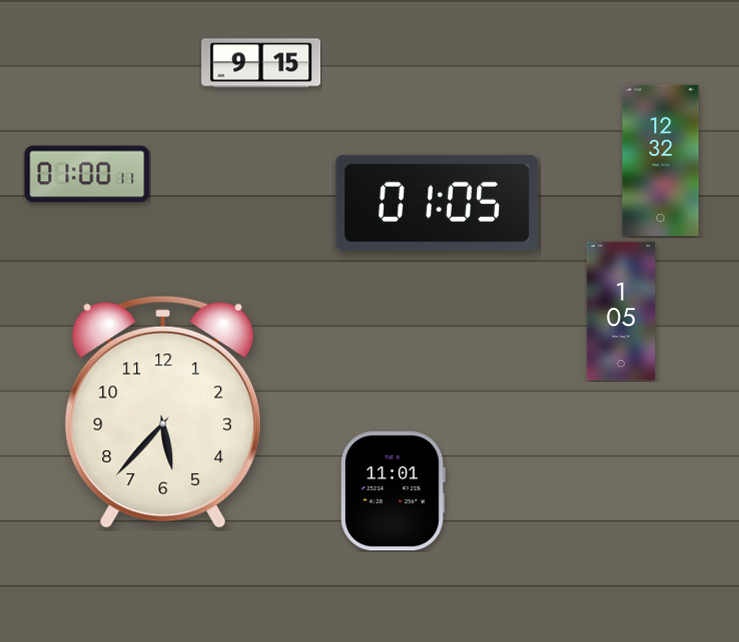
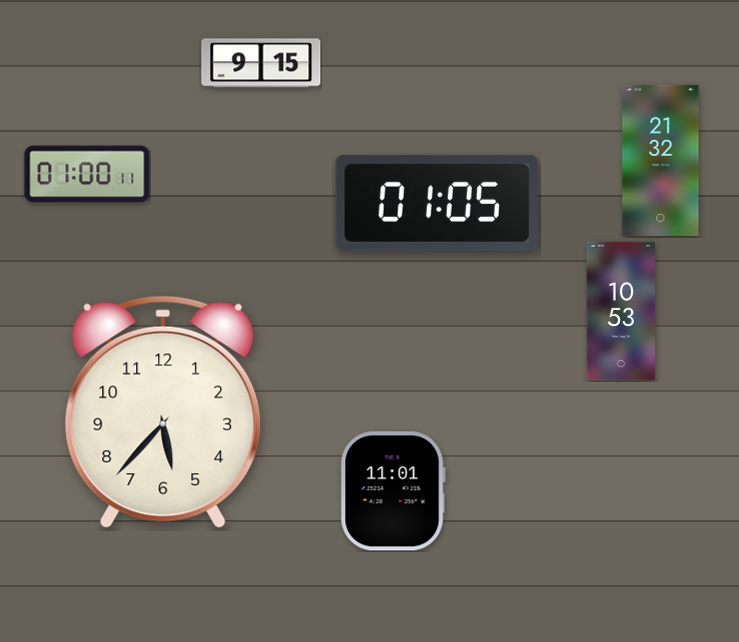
clock at (661, 160): 12:32 -> 21:32
clock at (621, 311): 1:05 -> 10:53
